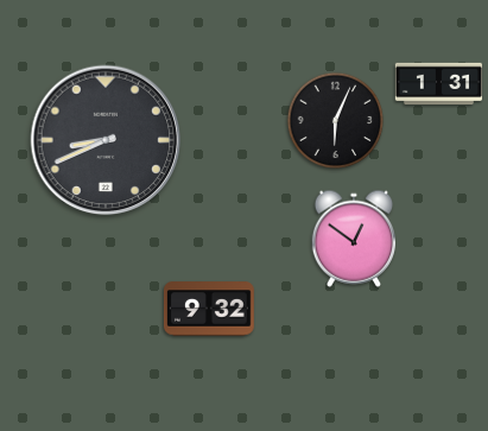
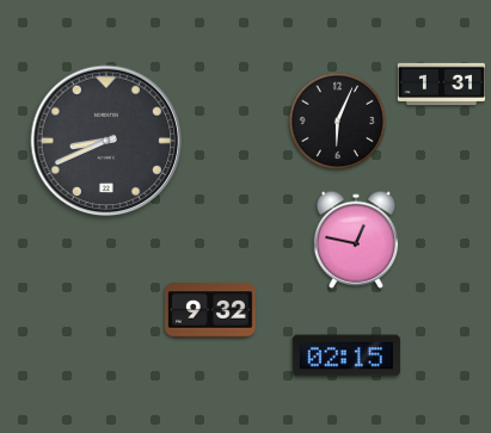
clock at (353, 239): 12:51 -> 12:47
clock at (346, 355): none -> 02:15
